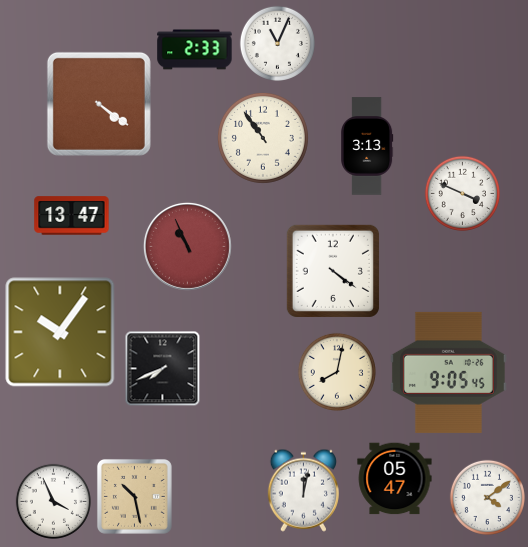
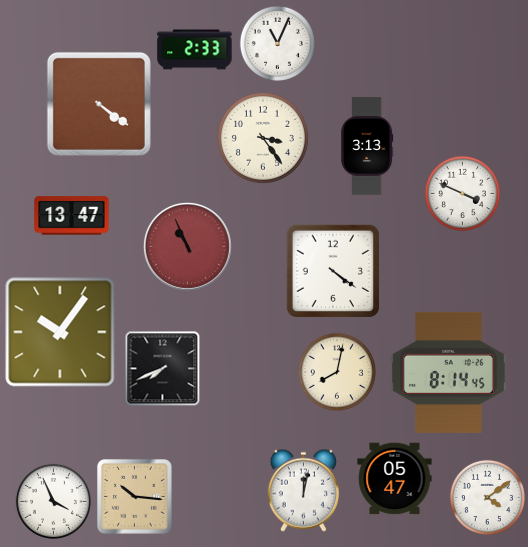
clock at (263, 138): 10:54 -> 3:24
clock at (448, 372): 9:05 -> 8:14
clock at (134, 496): 10:28 -> 10:16
